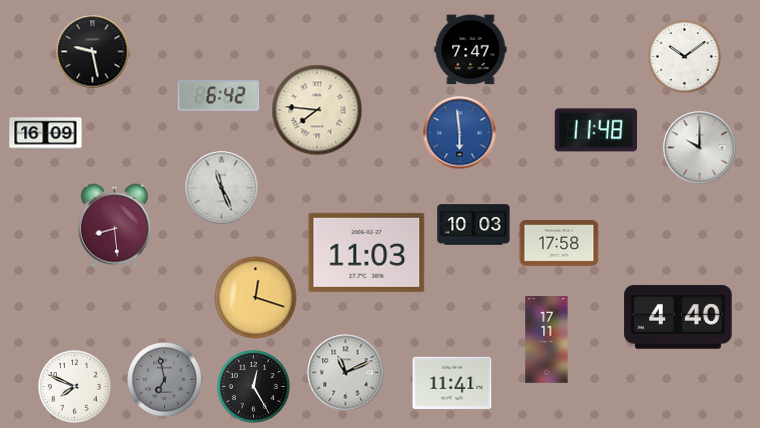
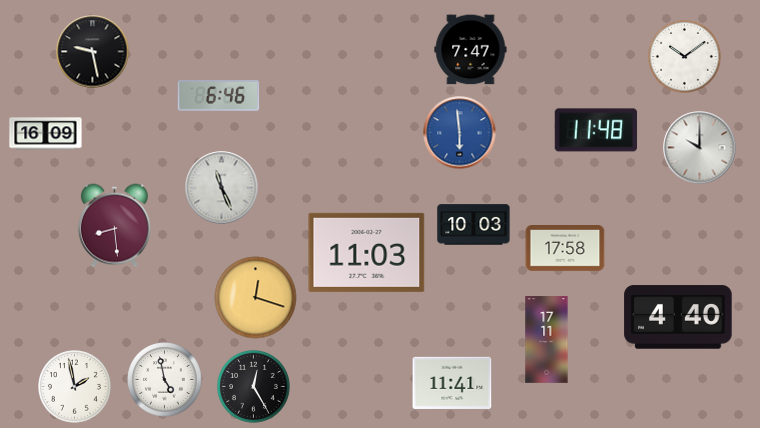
clock at (219, 96): 6:42 -> 6:46
clock at (317, 110): 7:46 -> none
clock at (559, 244) position: (559, 244) -> (565, 249)
clock at (346, 373): 11:11 -> none
clock at (165, 380): 6:58 -> 4:58
clock at (165, 380) dial: grey -> white
clock at (75, 387): 7:49 -> 1:58
